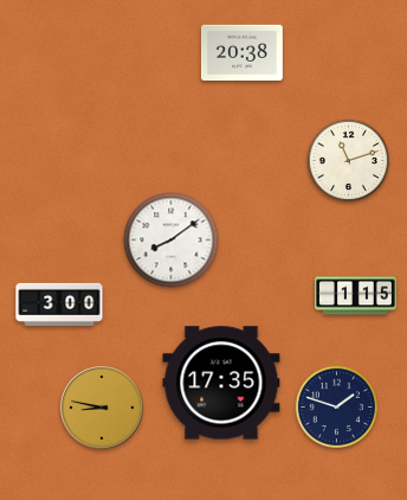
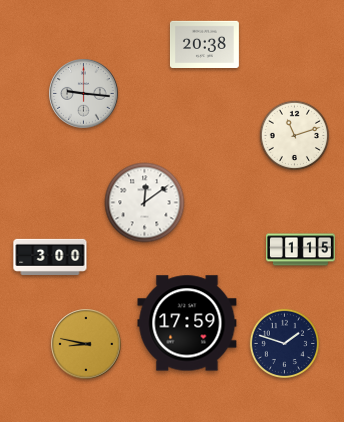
clock at (84, 94): none -> 9:16
clock at (172, 241): 8:09 -> 12:09
clock at (221, 383): 17:35 -> 17:59
